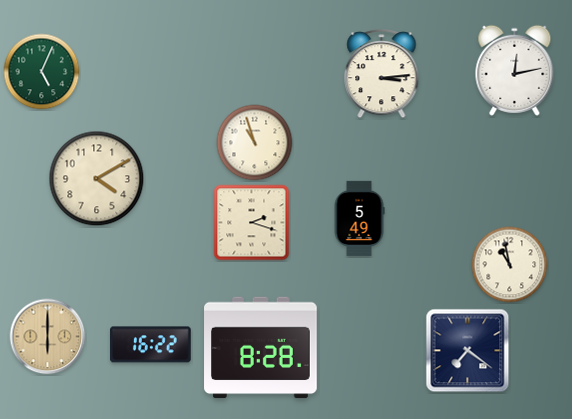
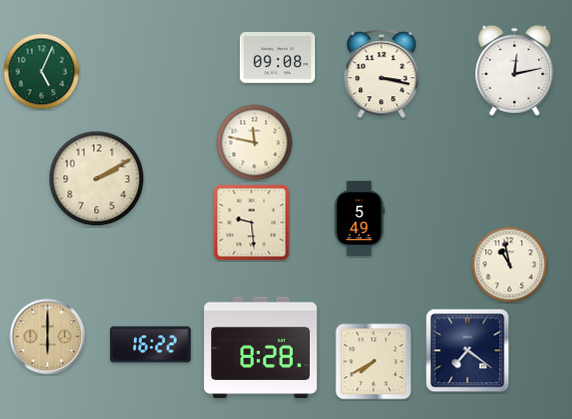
clock at (277, 58): none -> 09:08
clock at (382, 74): 3:14 -> 3:17
clock at (255, 143): 10:57 -> 11:47
clock at (97, 179): 4:10 -> 2:10
clock at (252, 223): 2:18 -> 9:29
clock at (374, 362): none -> 7:40
